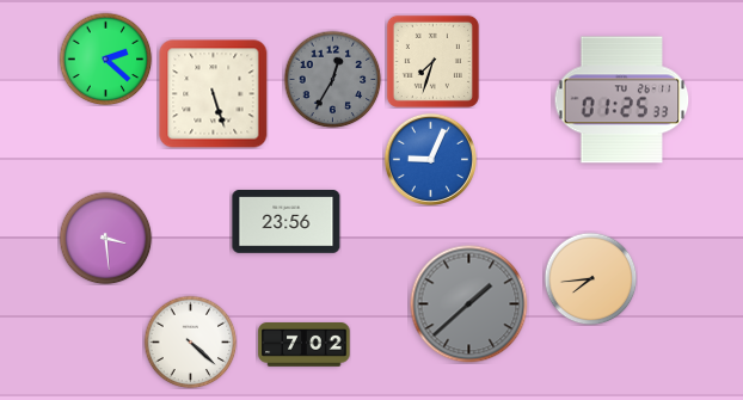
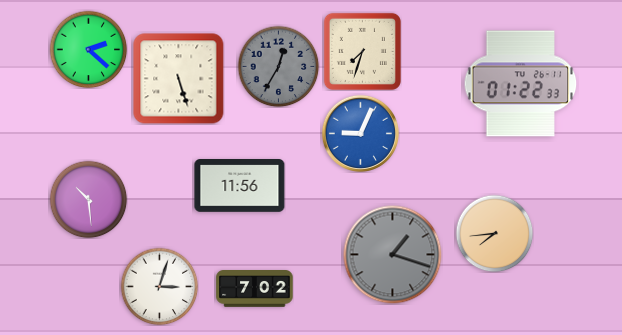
clock at (622, 100): 01:25 -> 01:22
clock at (287, 222): 23:56 -> 11:56
clock at (105, 238): 3:29 -> 10:29
clock at (469, 304): 1:38 -> 1:18
clock at (190, 341): 4:22 -> 3:03
